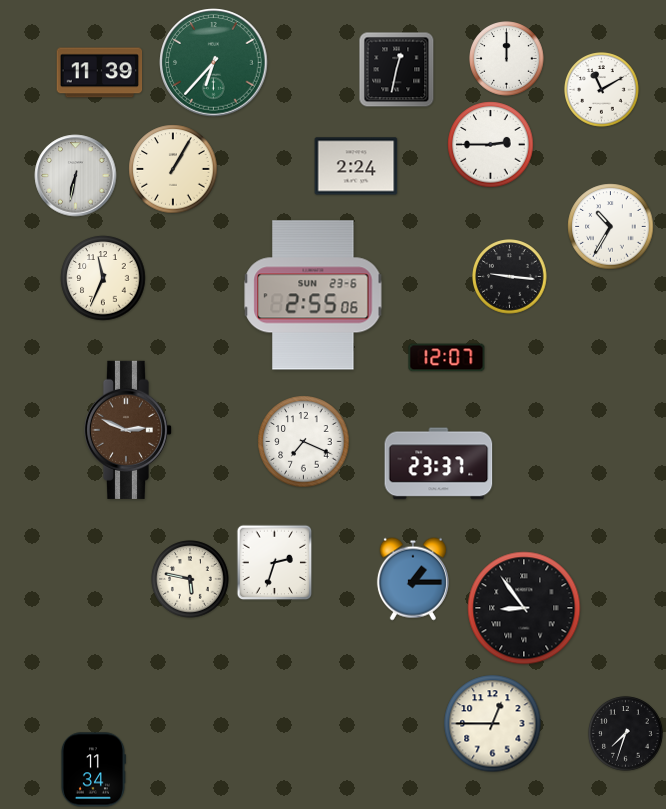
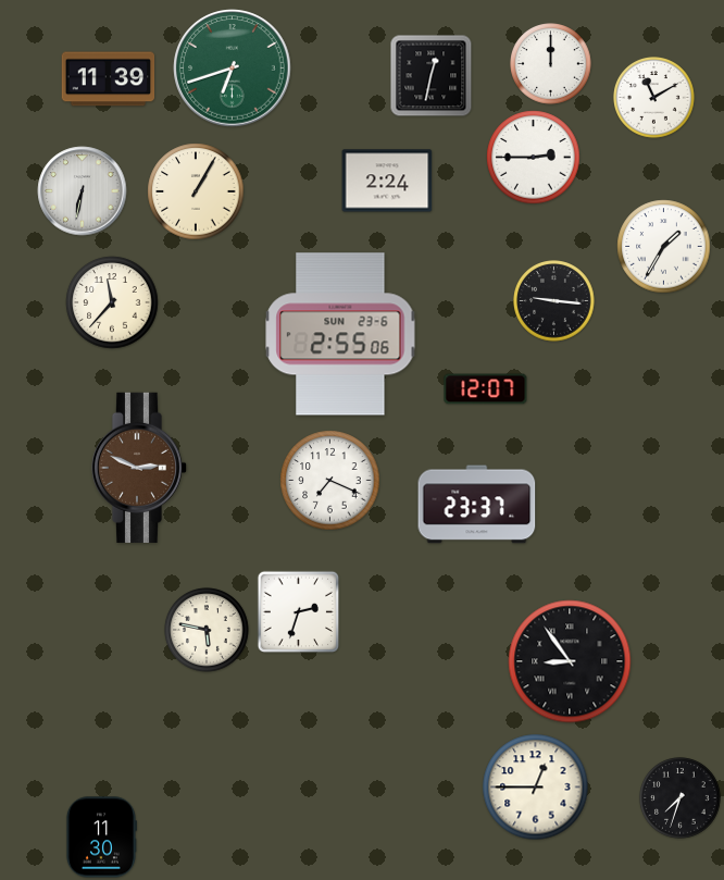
clock at (214, 63): 6:37 -> 6:42
clock at (173, 169) position: (173, 169) -> (196, 191)
clock at (611, 227): 10:35 -> 1:35
clock at (103, 278): 11:34 -> 11:37
clock at (313, 295) position: (313, 295) -> (340, 334)
clock at (413, 579): 1:15 -> none
clock at (93, 770): 11:34 -> 11:30
